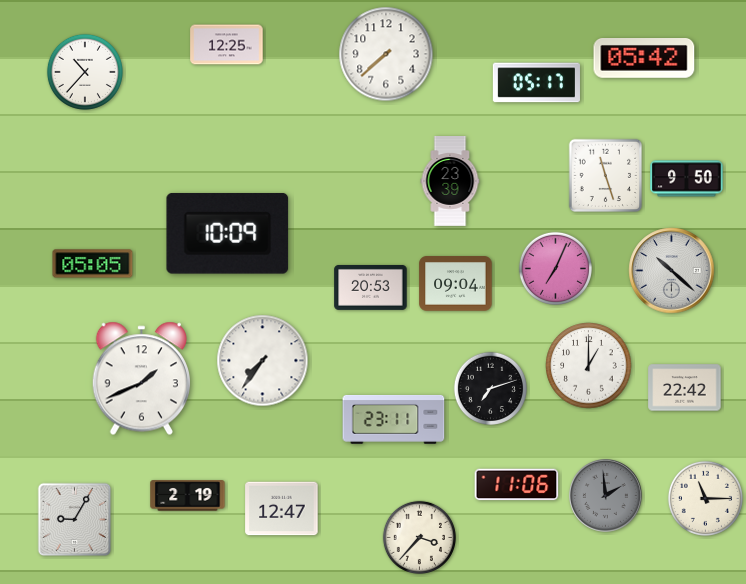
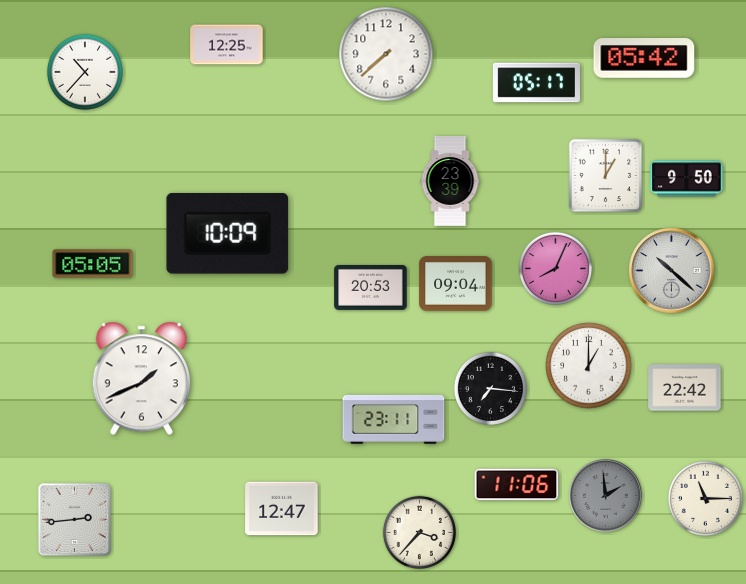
clock at (606, 176): 11:27 -> 1:00
clock at (555, 268): 7:04 -> 8:04
clock at (263, 361): 7:36 -> none
clock at (490, 388): 7:12 -> 7:16
clock at (188, 496): 2:19 -> none
clock at (75, 520): 9:05 -> 2:44
clock at (419, 537) position: (419, 537) -> (419, 532)
